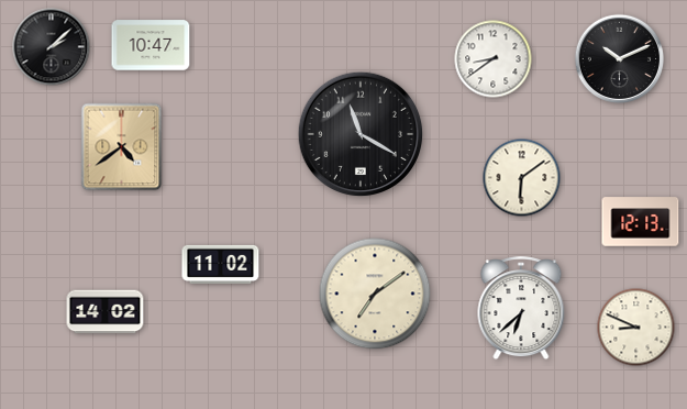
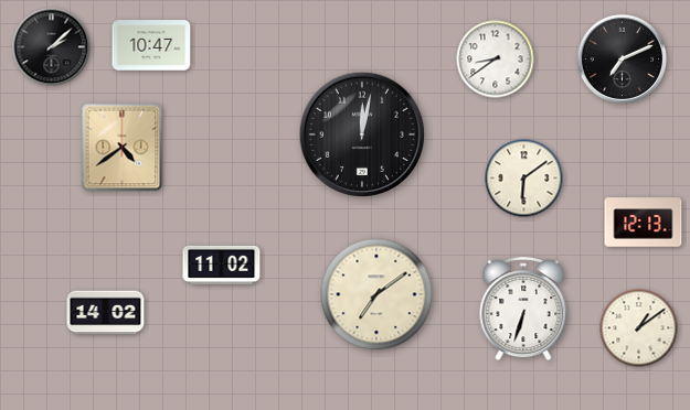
clock at (620, 59): 10:11 -> 7:11
clock at (361, 134): 11:20 -> 12:02
clock at (521, 309): 6:38 -> 6:33
clock at (636, 328): 8:49 -> 1:09
